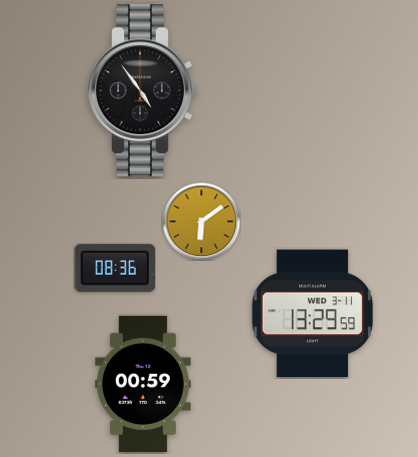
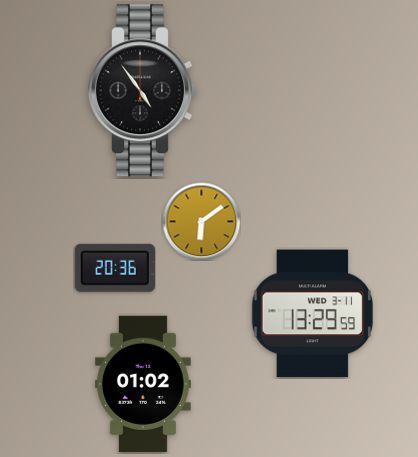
clock at (115, 268): 08:36 -> 20:36
clock at (143, 383): 00:59 -> 01:02
